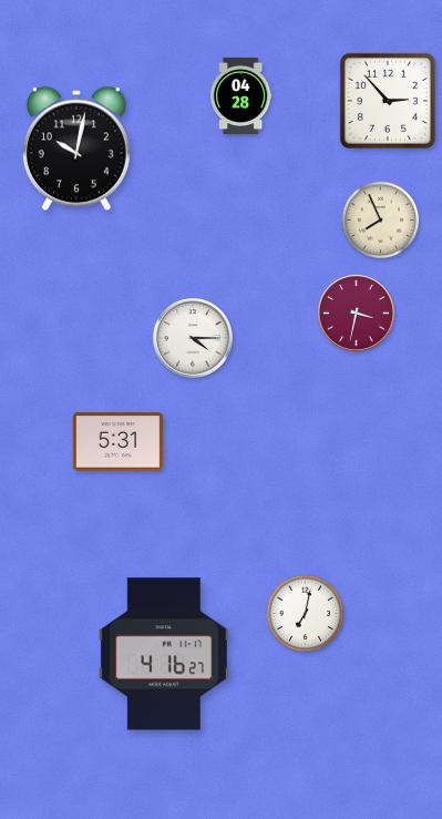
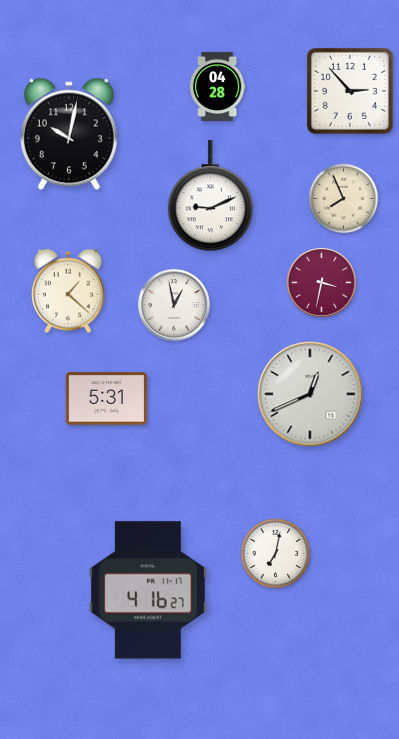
clock at (211, 196): none -> 9:11
clock at (69, 291): none -> 1:22
clock at (193, 338): 4:15 -> 12:58
clock at (310, 394): none -> 12:41
